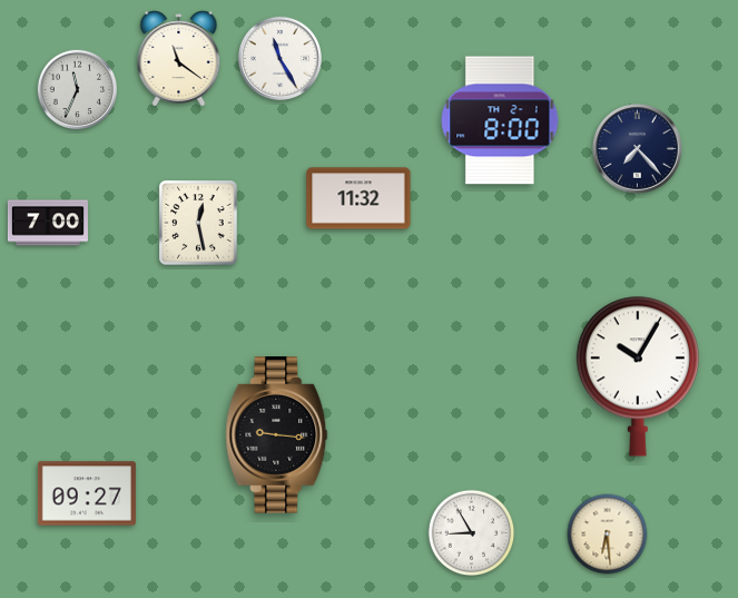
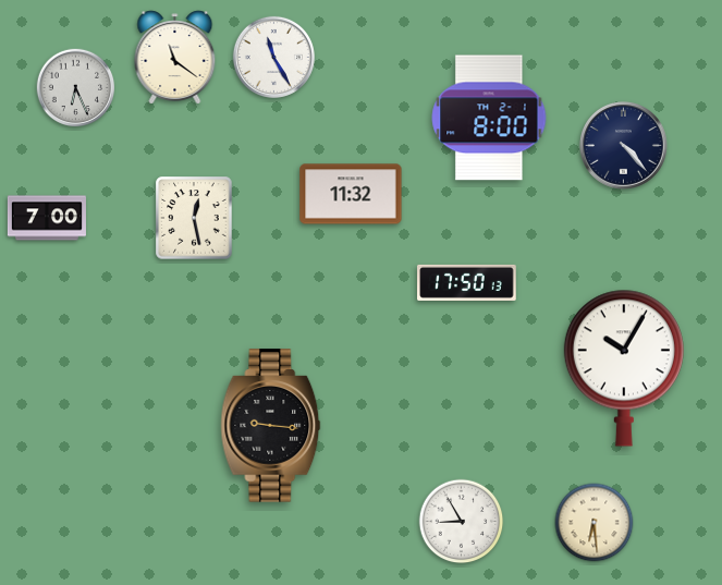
clock at (78, 90): 11:34 -> 6:26
clock at (637, 148): 7:23 -> 4:23
clock at (467, 282): none -> 17:50
clock at (87, 493): 09:27 -> none
